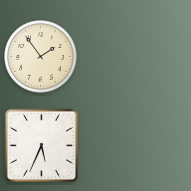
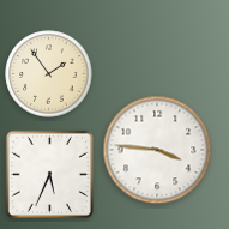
clock at (41, 57) position: (41, 57) -> (49, 74)
clock at (157, 150): none -> 3:46
